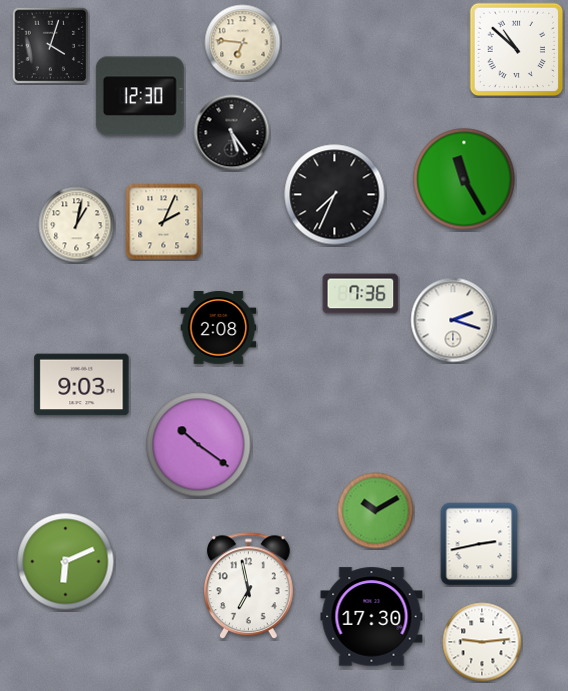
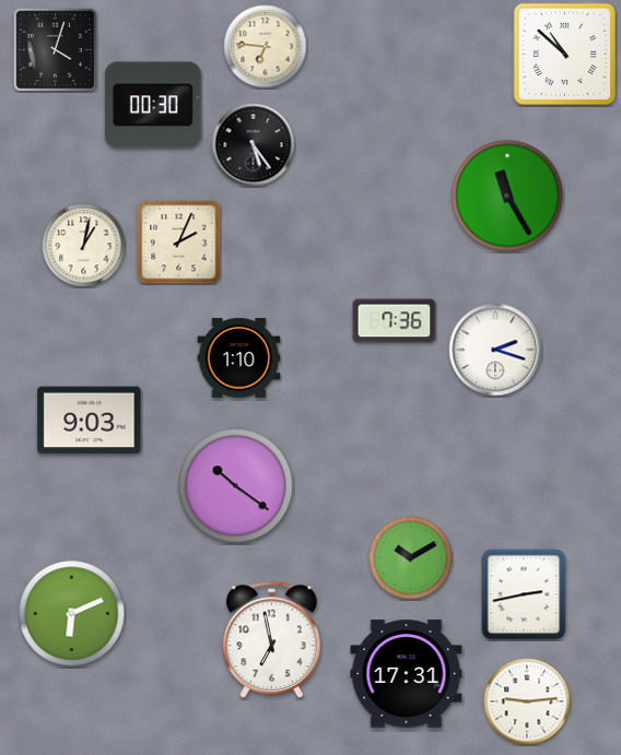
clock at (140, 96): 12:30 -> 00:30
clock at (335, 195): 7:34 -> none
clock at (219, 328): 2:08 -> 1:10
clock at (199, 445) position: (199, 445) -> (236, 486)
clock at (372, 617): 17:30 -> 17:31
